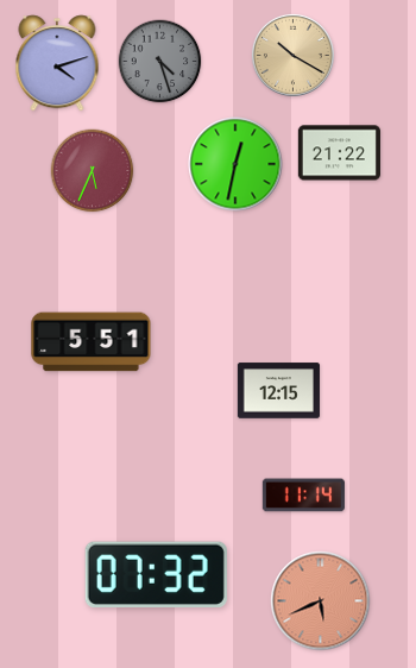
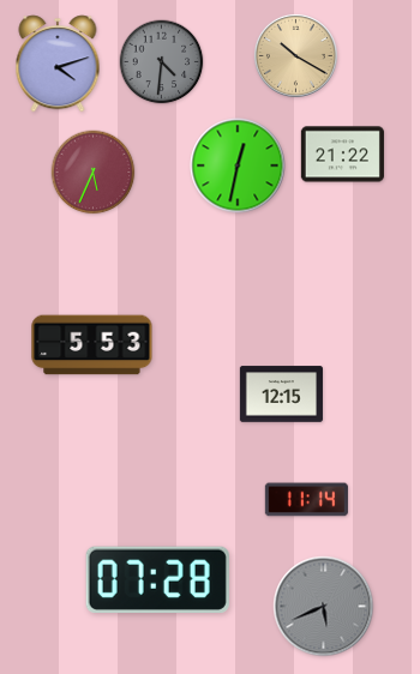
clock at (160, 62): 4:27 -> 4:31
clock at (92, 342): 5:51 -> 5:53
clock at (156, 574): 07:32 -> 07:28
clock at (321, 601) dial: salmon -> grey
